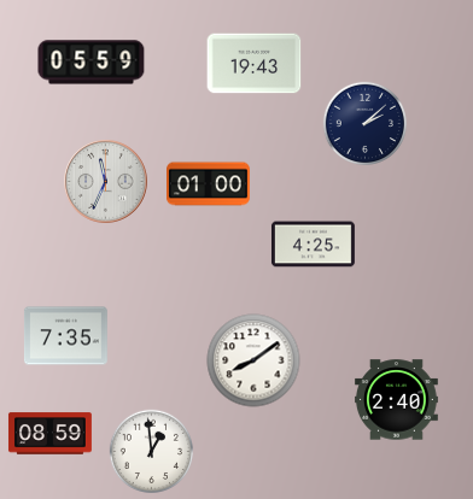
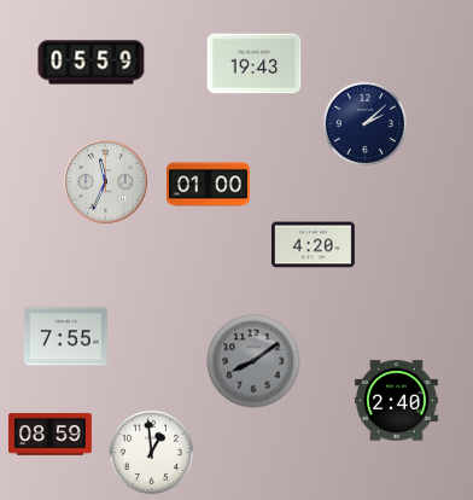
clock at (313, 245): 4:25 -> 4:20
clock at (65, 336): 7:35 -> 7:55
clock at (253, 360) dial: white -> grey
